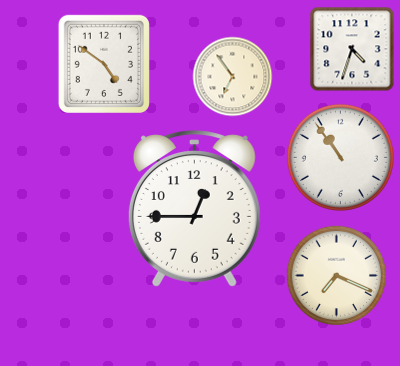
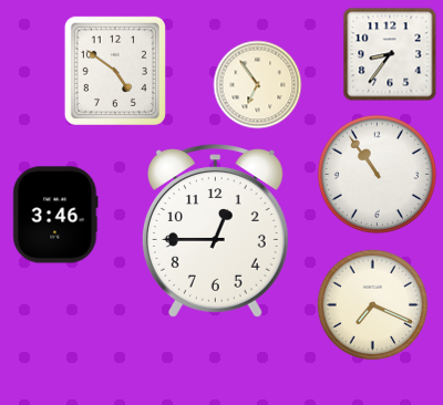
clock at (352, 49): 4:33 -> 8:36
clock at (55, 215): none -> 3:46
